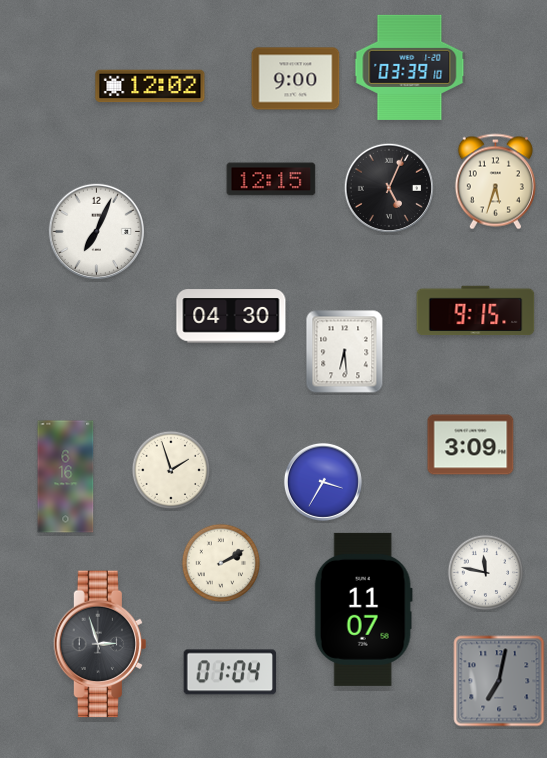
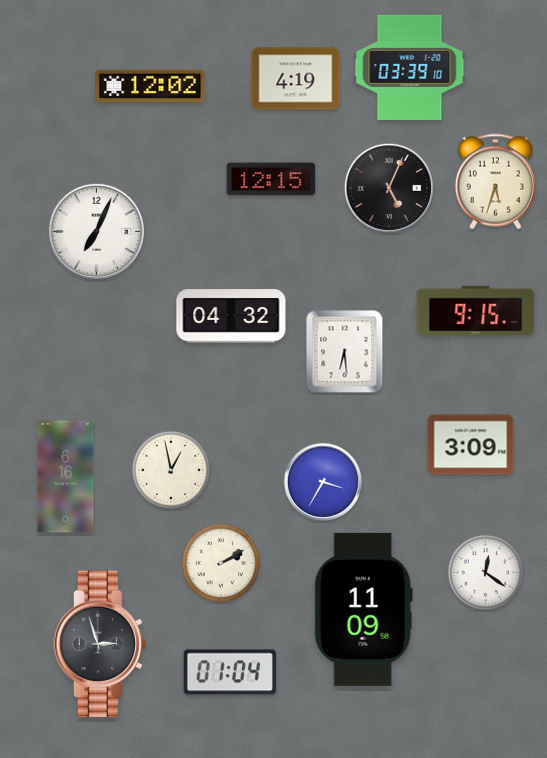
clock at (296, 79): 9:00 -> 4:19
clock at (231, 316): 04:30 -> 04:32
clock at (171, 470): 1:57 -> 12:58
clock at (486, 573): 11:47 -> 12:21
clock at (363, 609): 11:07 -> 11:09
clock at (499, 681): 7:02 -> none
